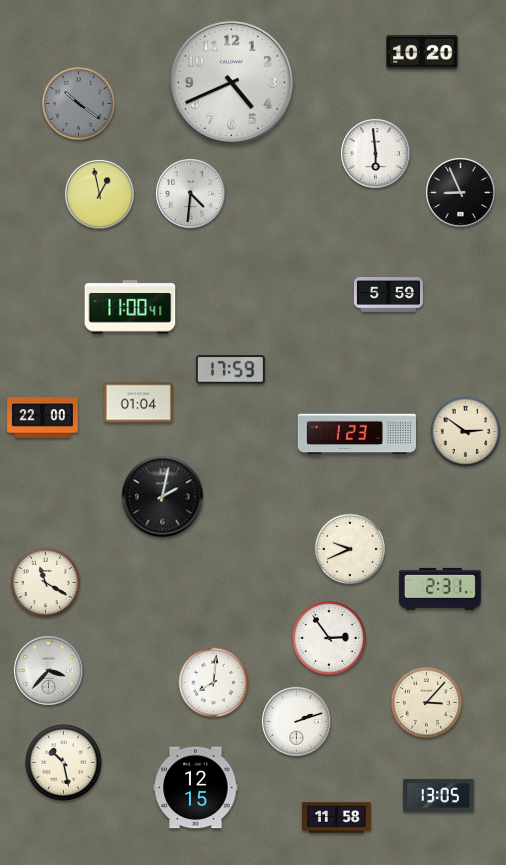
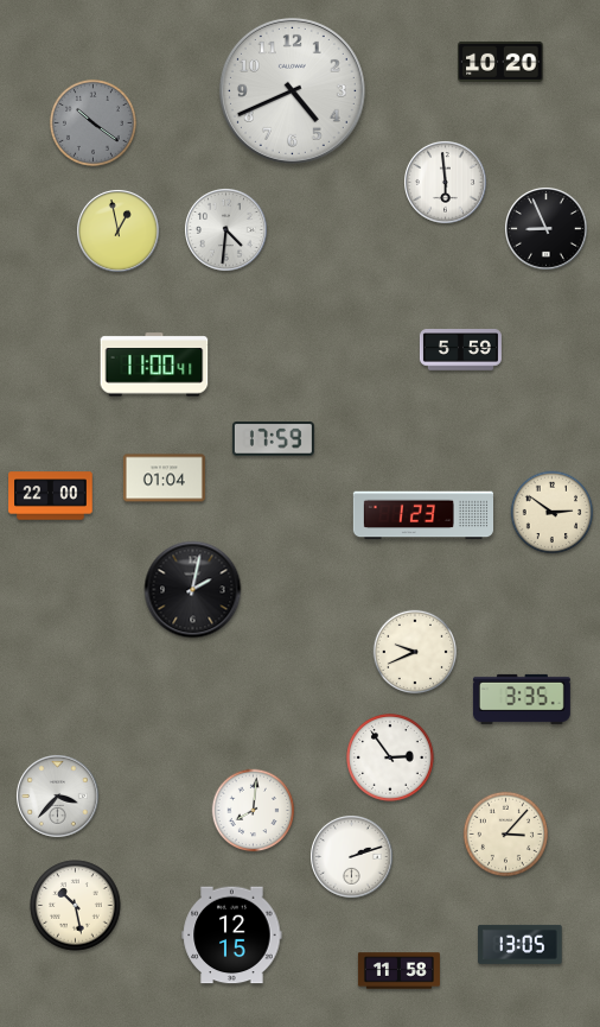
clock at (231, 82) position: (231, 82) -> (292, 90)
clock at (46, 583): 11:20 -> none
clock at (440, 589): 2:31 -> 3:35
